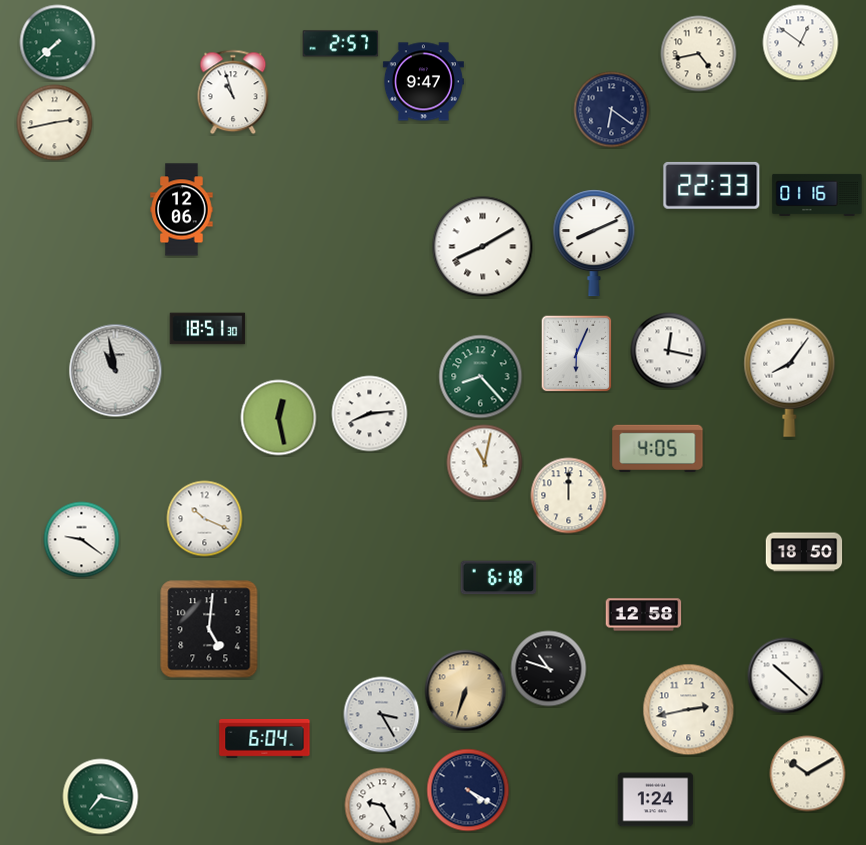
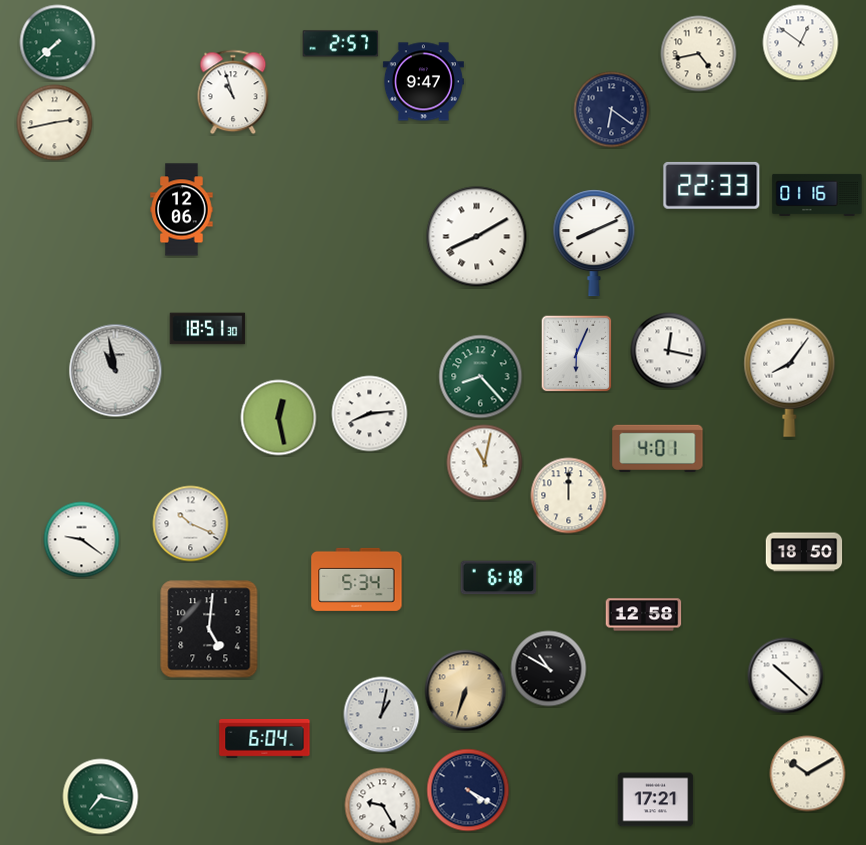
clock at (483, 247) position: (483, 247) -> (477, 237)
clock at (658, 449): 4:05 -> 4:01
clock at (205, 519) position: (205, 519) -> (191, 524)
clock at (357, 579): none -> 5:34
clock at (549, 669): 10:48 -> 10:50
clock at (689, 710): 2:43 -> none
clock at (382, 715): 3:25 -> 1:02
clock at (656, 800): 1:24 -> 17:21
